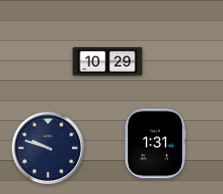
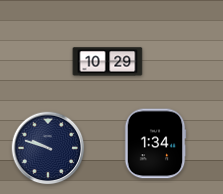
clock at (155, 144): 1:31 -> 1:34
